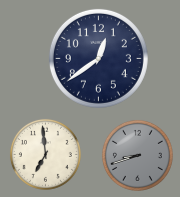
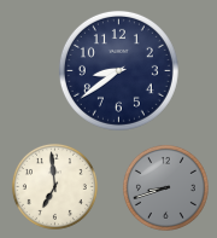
clock at (98, 58): 12:39 -> 8:39
